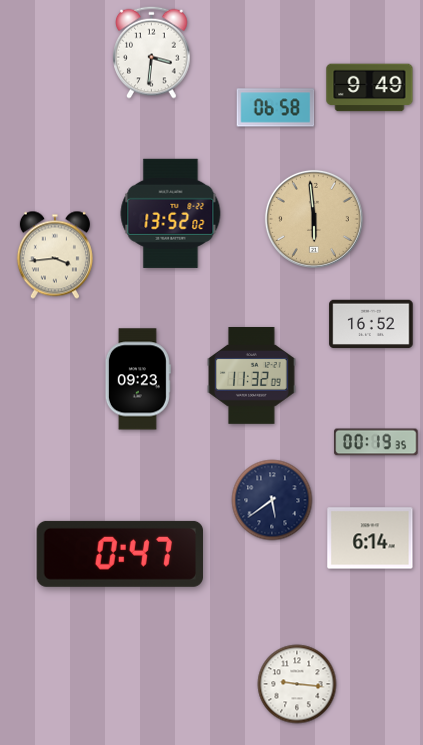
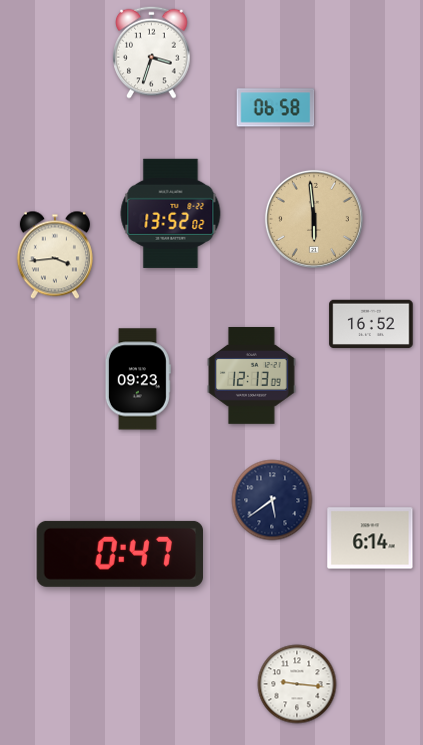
clock at (152, 52): 3:31 -> 3:33
clock at (370, 88): 9:49 -> none
clock at (252, 376): 11:32 -> 12:13
clock at (376, 442): 00:19 -> none
